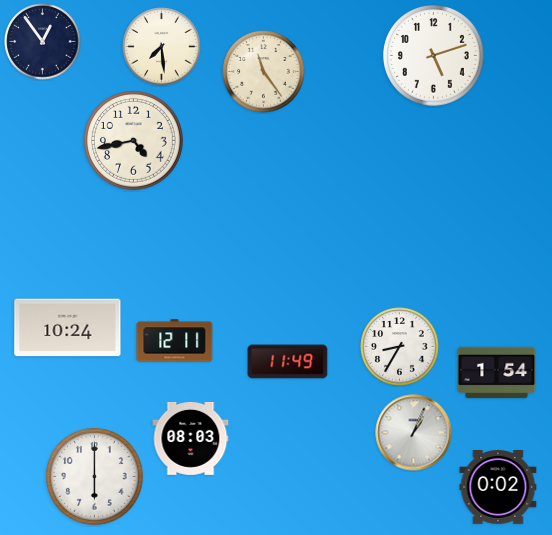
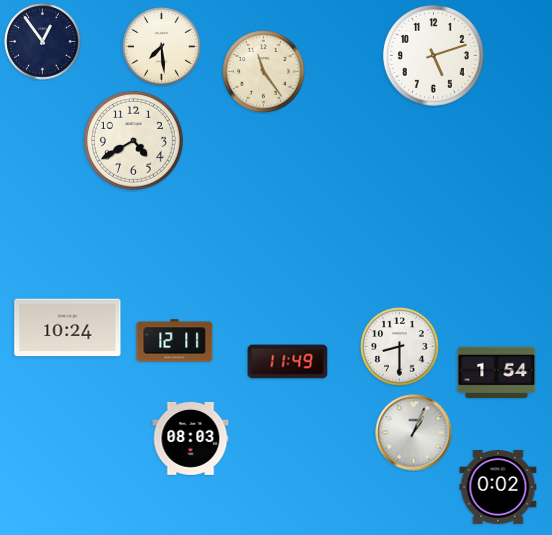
clock at (134, 141): 4:43 -> 4:40
clock at (400, 347): 8:35 -> 8:30
clock at (95, 477): 6:00 -> none
